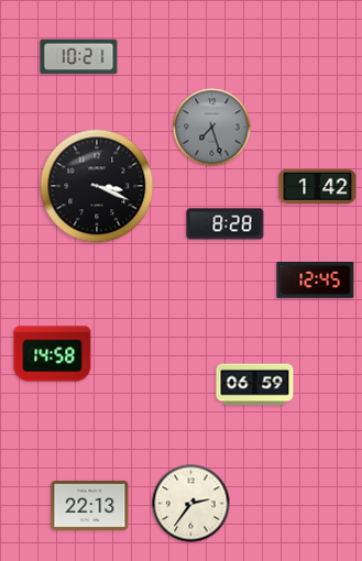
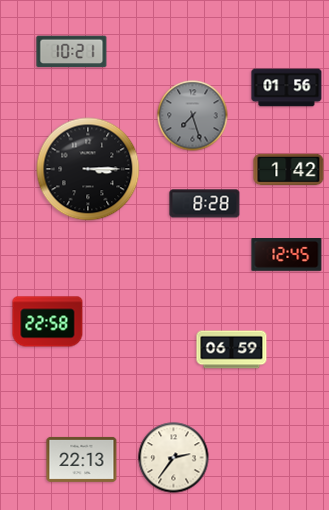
clock at (287, 88): none -> 01:56
clock at (97, 186): 3:19 -> 3:15
clock at (53, 354): 14:58 -> 22:58
